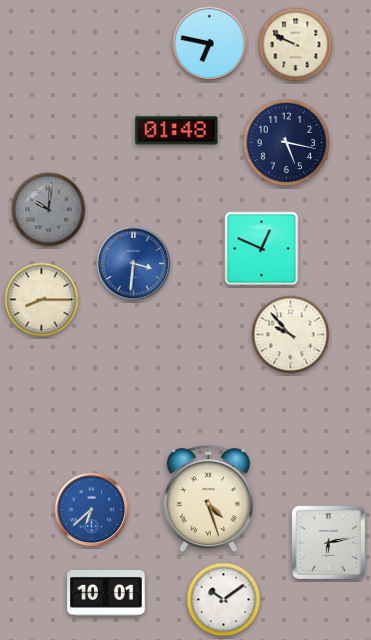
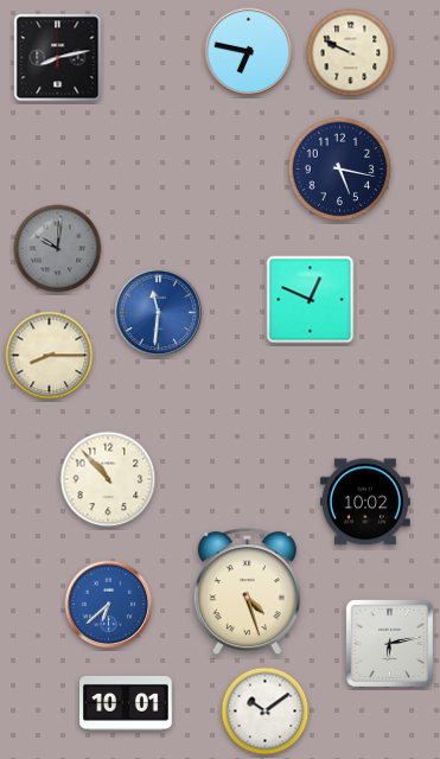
clock at (58, 58): none -> 8:13
clock at (177, 131): 01:48 -> none
clock at (262, 249) position: (262, 249) -> (311, 300)
clock at (134, 264): 3:31 -> 11:31
clock at (291, 335): 9:53 -> none
clock at (108, 479): none -> 10:53
clock at (365, 502): none -> 10:02
